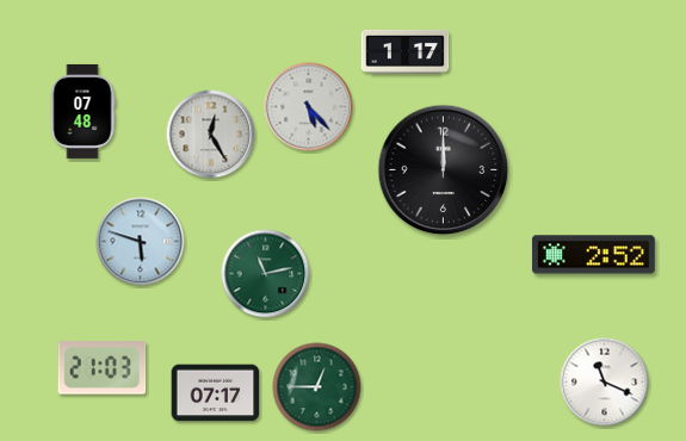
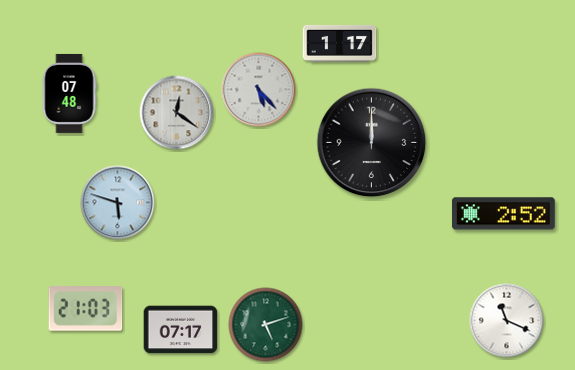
clock at (211, 135): 12:25 -> 12:21
clock at (593, 255) position: (593, 255) -> (503, 214)
clock at (266, 274): 11:13 -> none
clock at (317, 387): 12:45 -> 5:12
